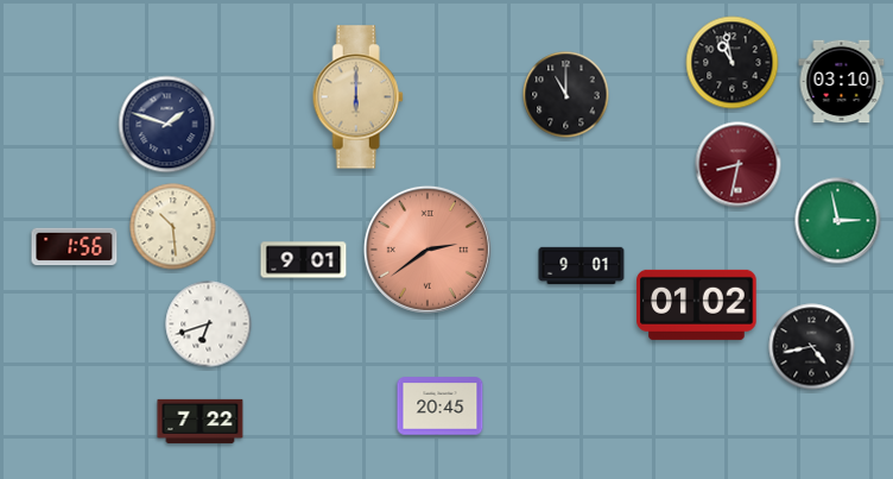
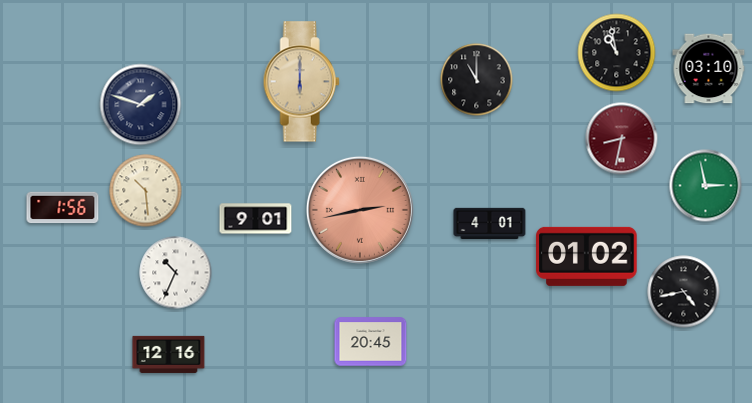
clock at (427, 250): 2:39 -> 2:43
clock at (582, 266): 9:01 -> 4:01
clock at (209, 324): 6:42 -> 10:34
clock at (201, 421): 7:22 -> 12:16
